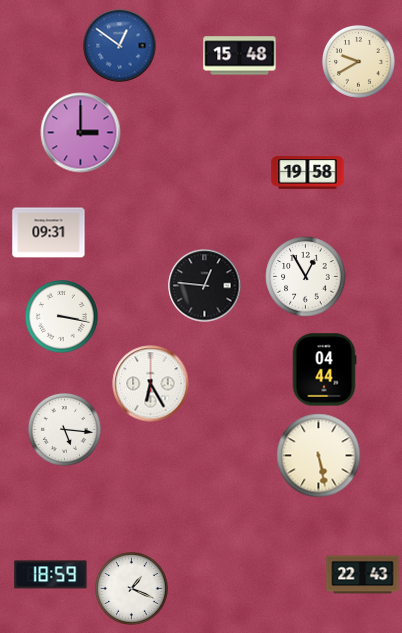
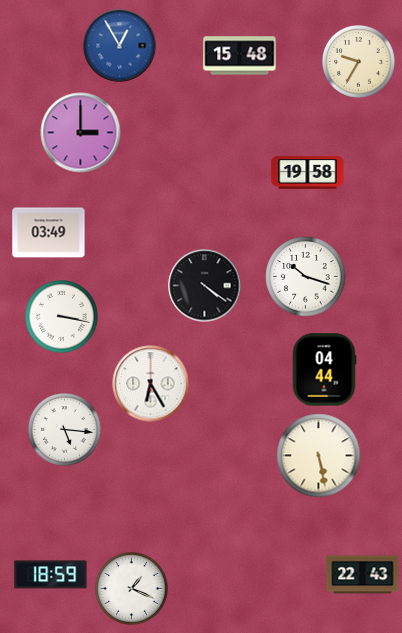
clock at (120, 46): 12:51 -> 12:55
clock at (359, 62): 9:40 -> 9:35
clock at (49, 233): 09:31 -> 03:49
clock at (306, 277): 12:55 -> 10:18
clock at (205, 286): 12:46 -> 4:21
